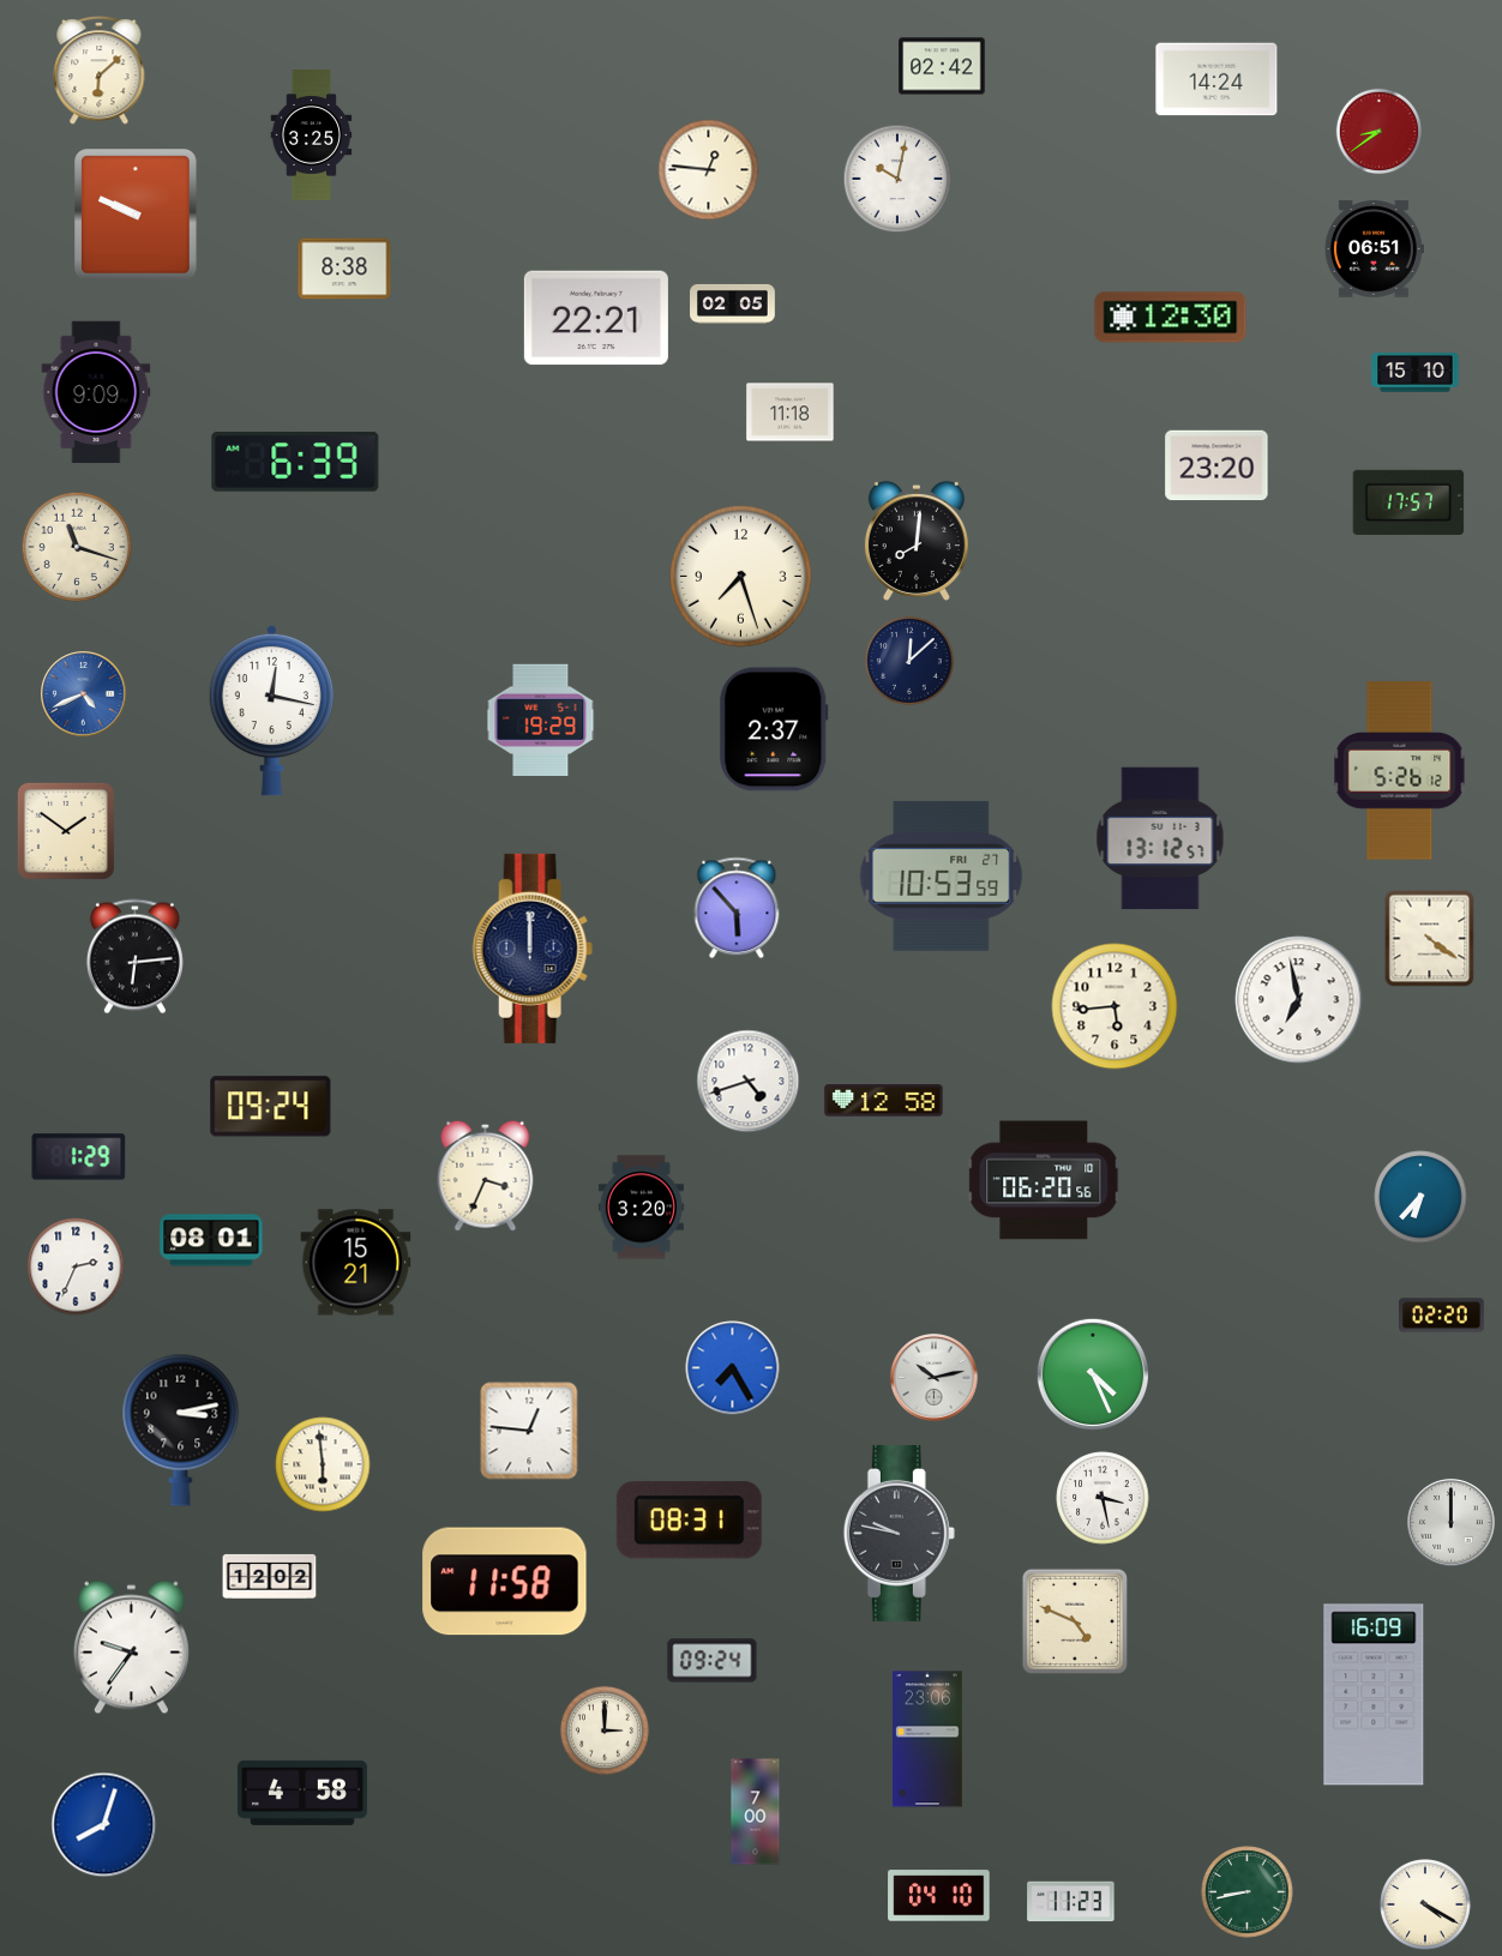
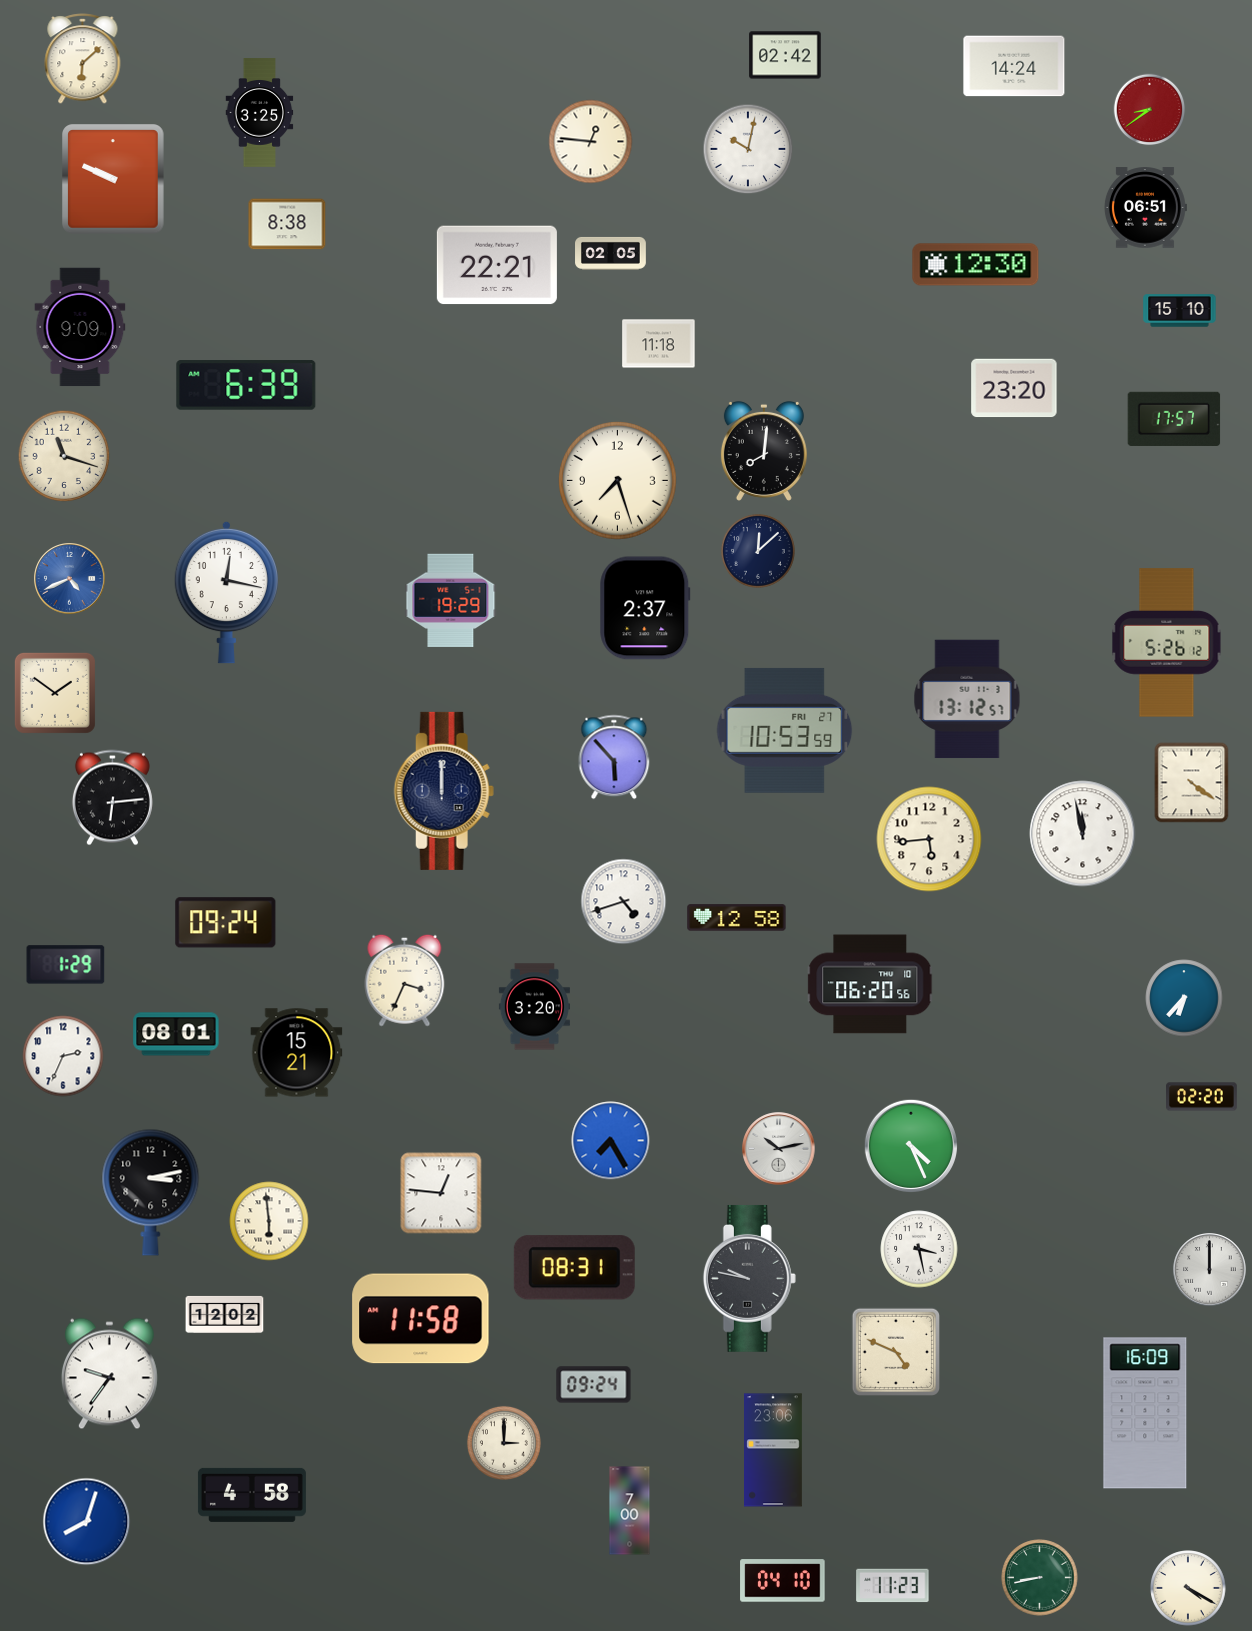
clock at (1299, 1000): 6:58 -> 11:58
